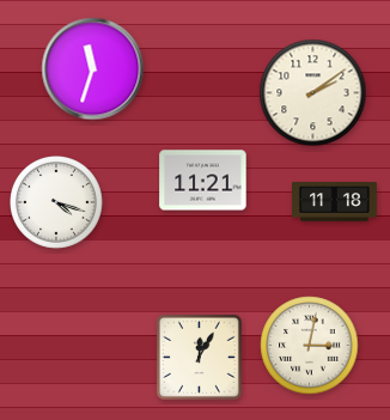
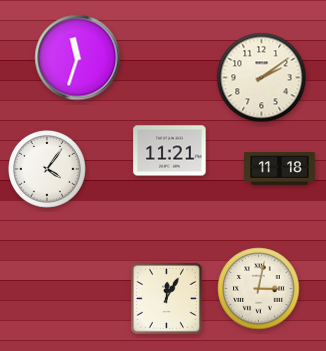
clock at (57, 203): 4:18 -> 4:06
